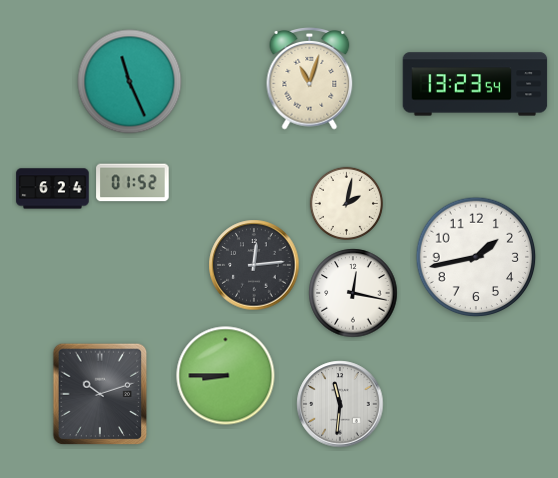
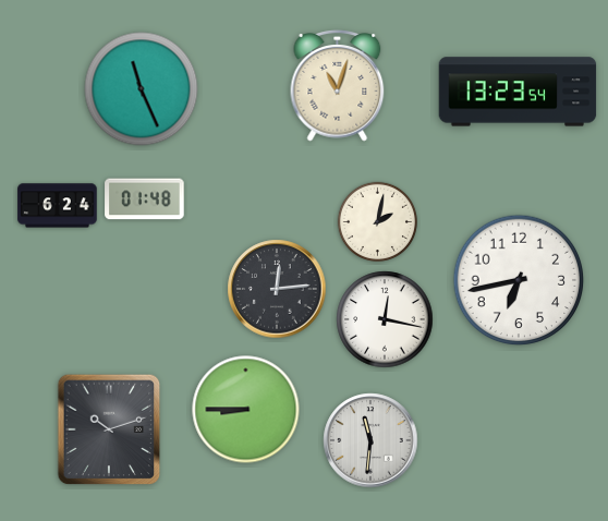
clock at (133, 183): 01:52 -> 01:48
clock at (476, 257): 1:43 -> 6:43
